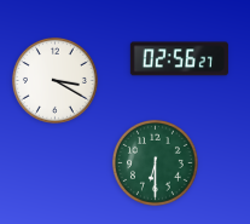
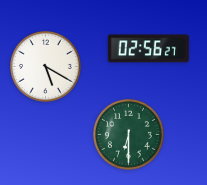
clock at (54, 80): 3:20 -> 5:20
